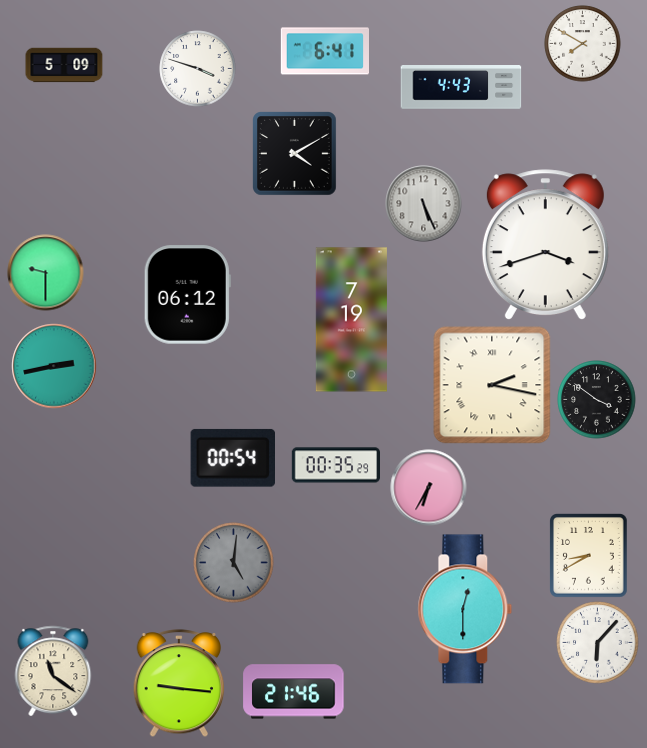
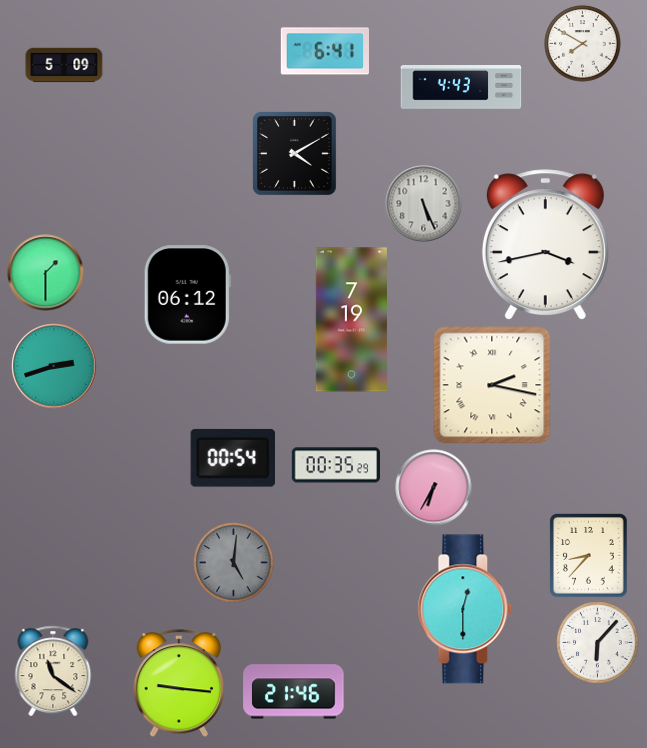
clock at (198, 69): 3:48 -> none
clock at (545, 245): 3:42 -> 3:43
clock at (46, 273): 9:30 -> 1:30
clock at (54, 366): 2:43 -> 2:42
clock at (597, 400): 3:51 -> none
clock at (429, 488) position: (429, 488) -> (434, 488)
clock at (589, 556): 8:40 -> 8:37
